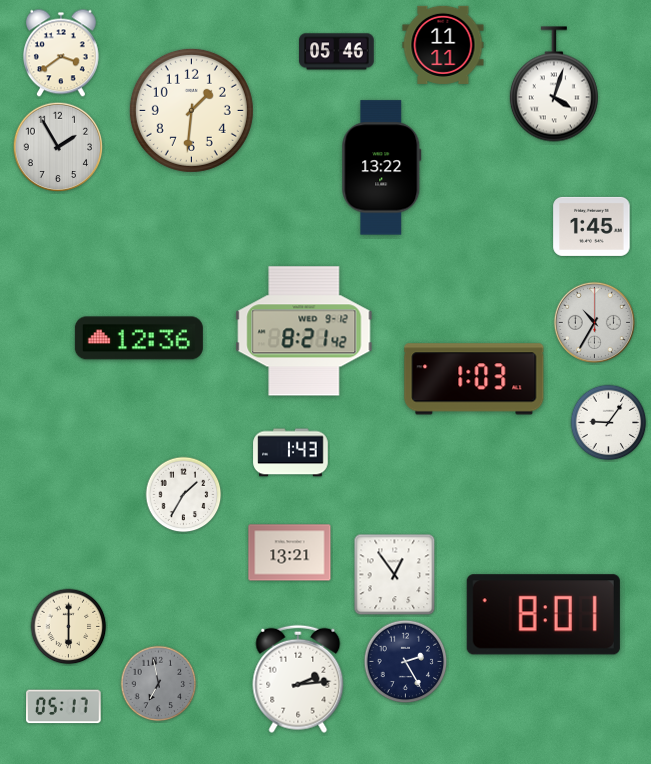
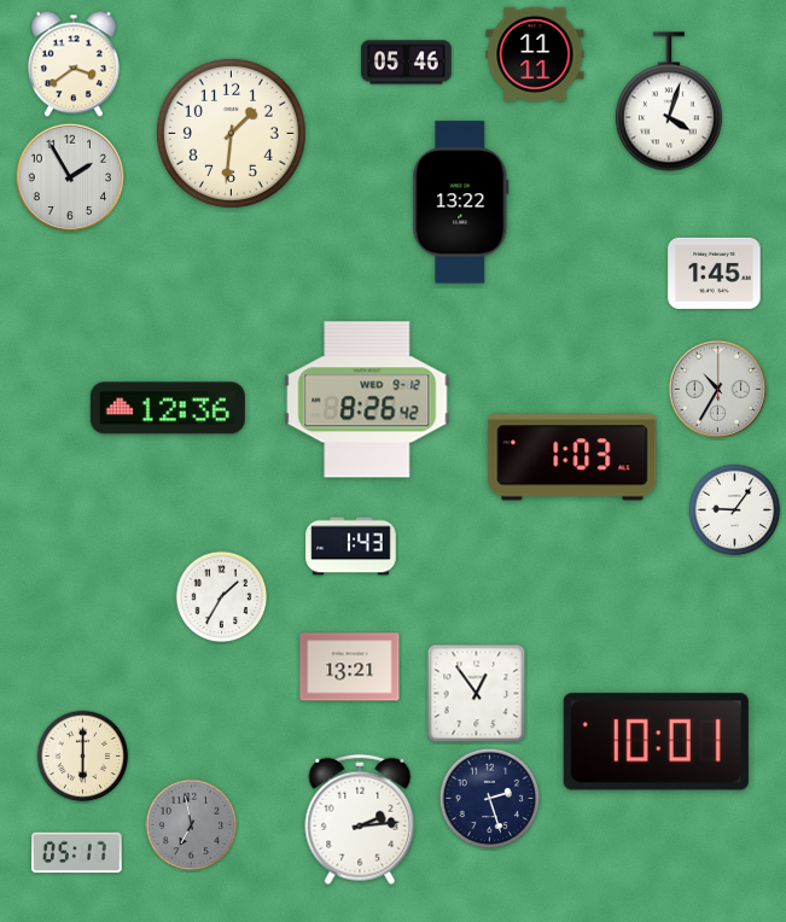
clock at (304, 331): 8:21 -> 8:26
clock at (543, 615): 8:01 -> 10:01
clock at (406, 662): 2:25 -> 2:27
